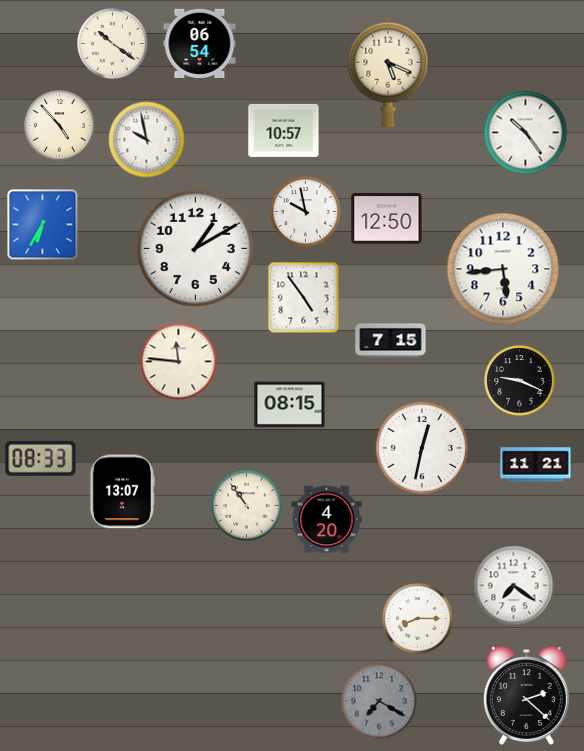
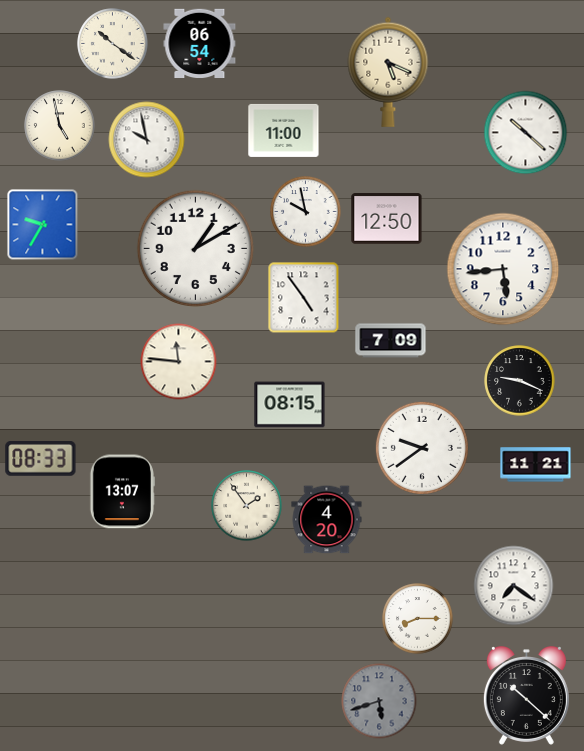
clock at (60, 126): 4:53 -> 4:58
clock at (284, 130): 10:57 -> 11:00
clock at (526, 133): 10:24 -> 10:22
clock at (43, 225): 6:35 -> 9:35
clock at (391, 341): 7:15 -> 7:09
clock at (422, 448): 12:32 -> 9:39
clock at (247, 506): 10:54 -> 1:54
clock at (526, 696): 2:22 -> 10:22
clock at (379, 701): 7:20 -> 5:42
